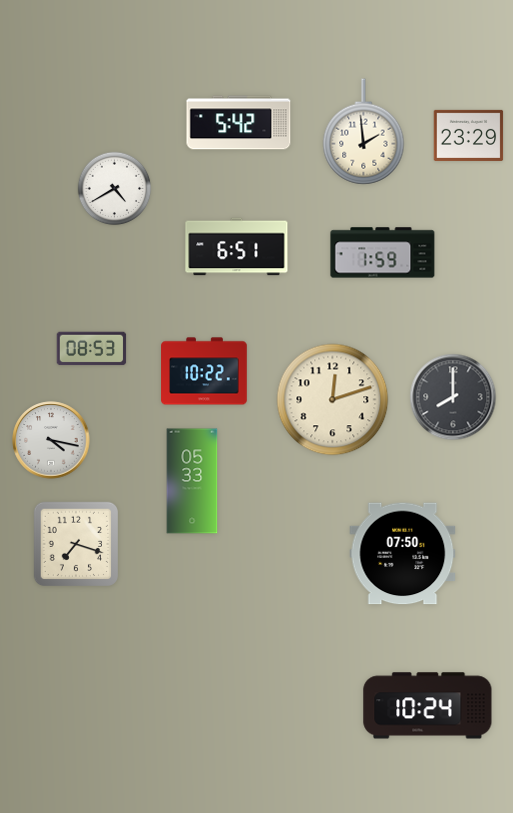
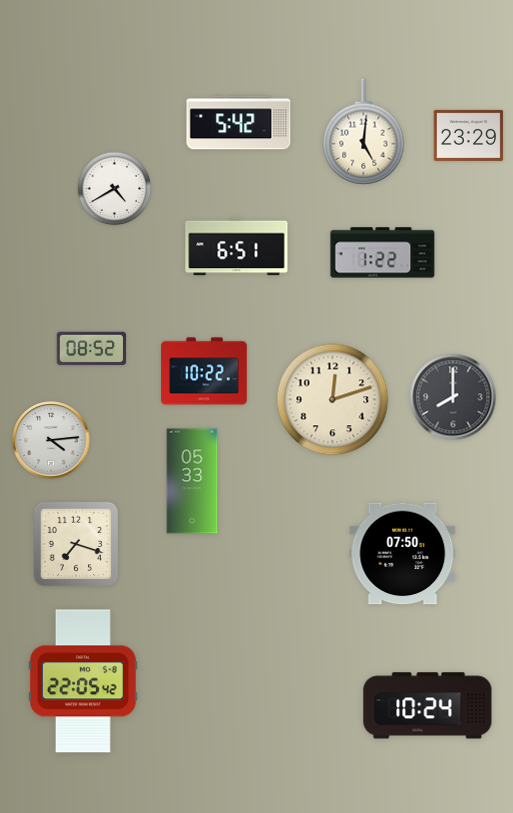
clock at (364, 132): 1:59 -> 5:01
clock at (383, 253): 1:59 -> 1:22
clock at (92, 349): 08:53 -> 08:52
clock at (51, 440): 4:17 -> 4:14
clock at (83, 681): none -> 22:05
